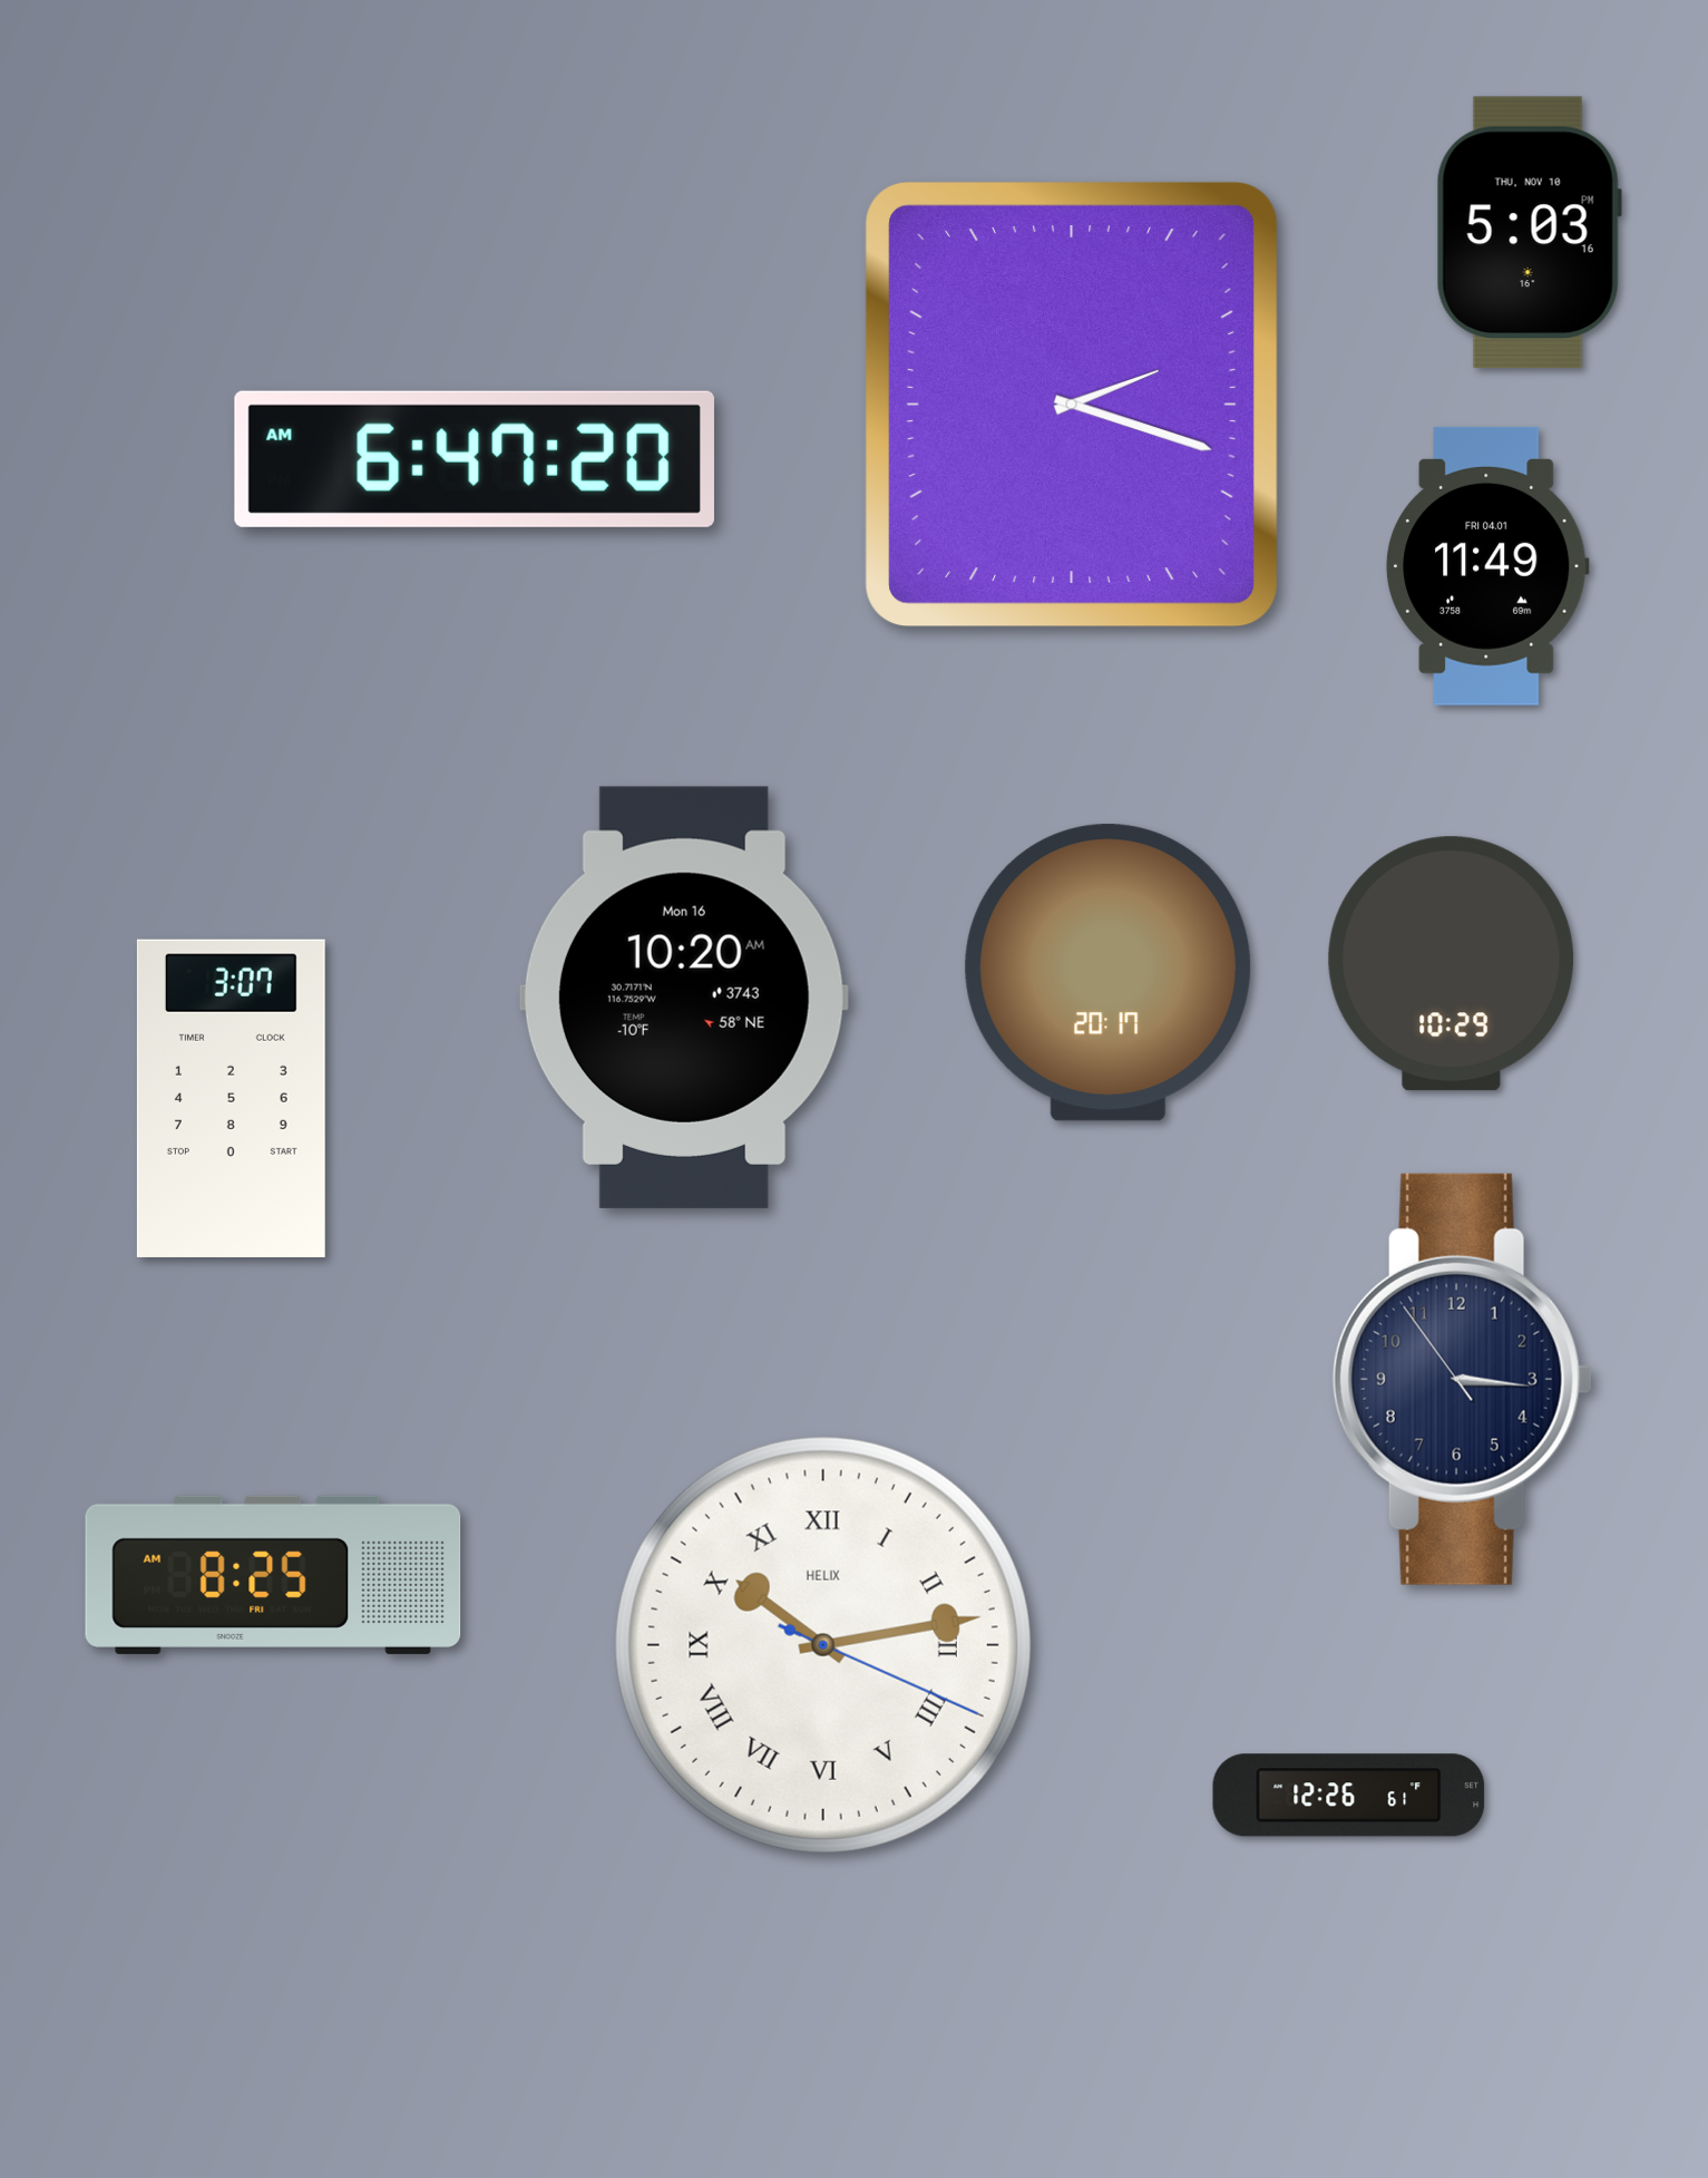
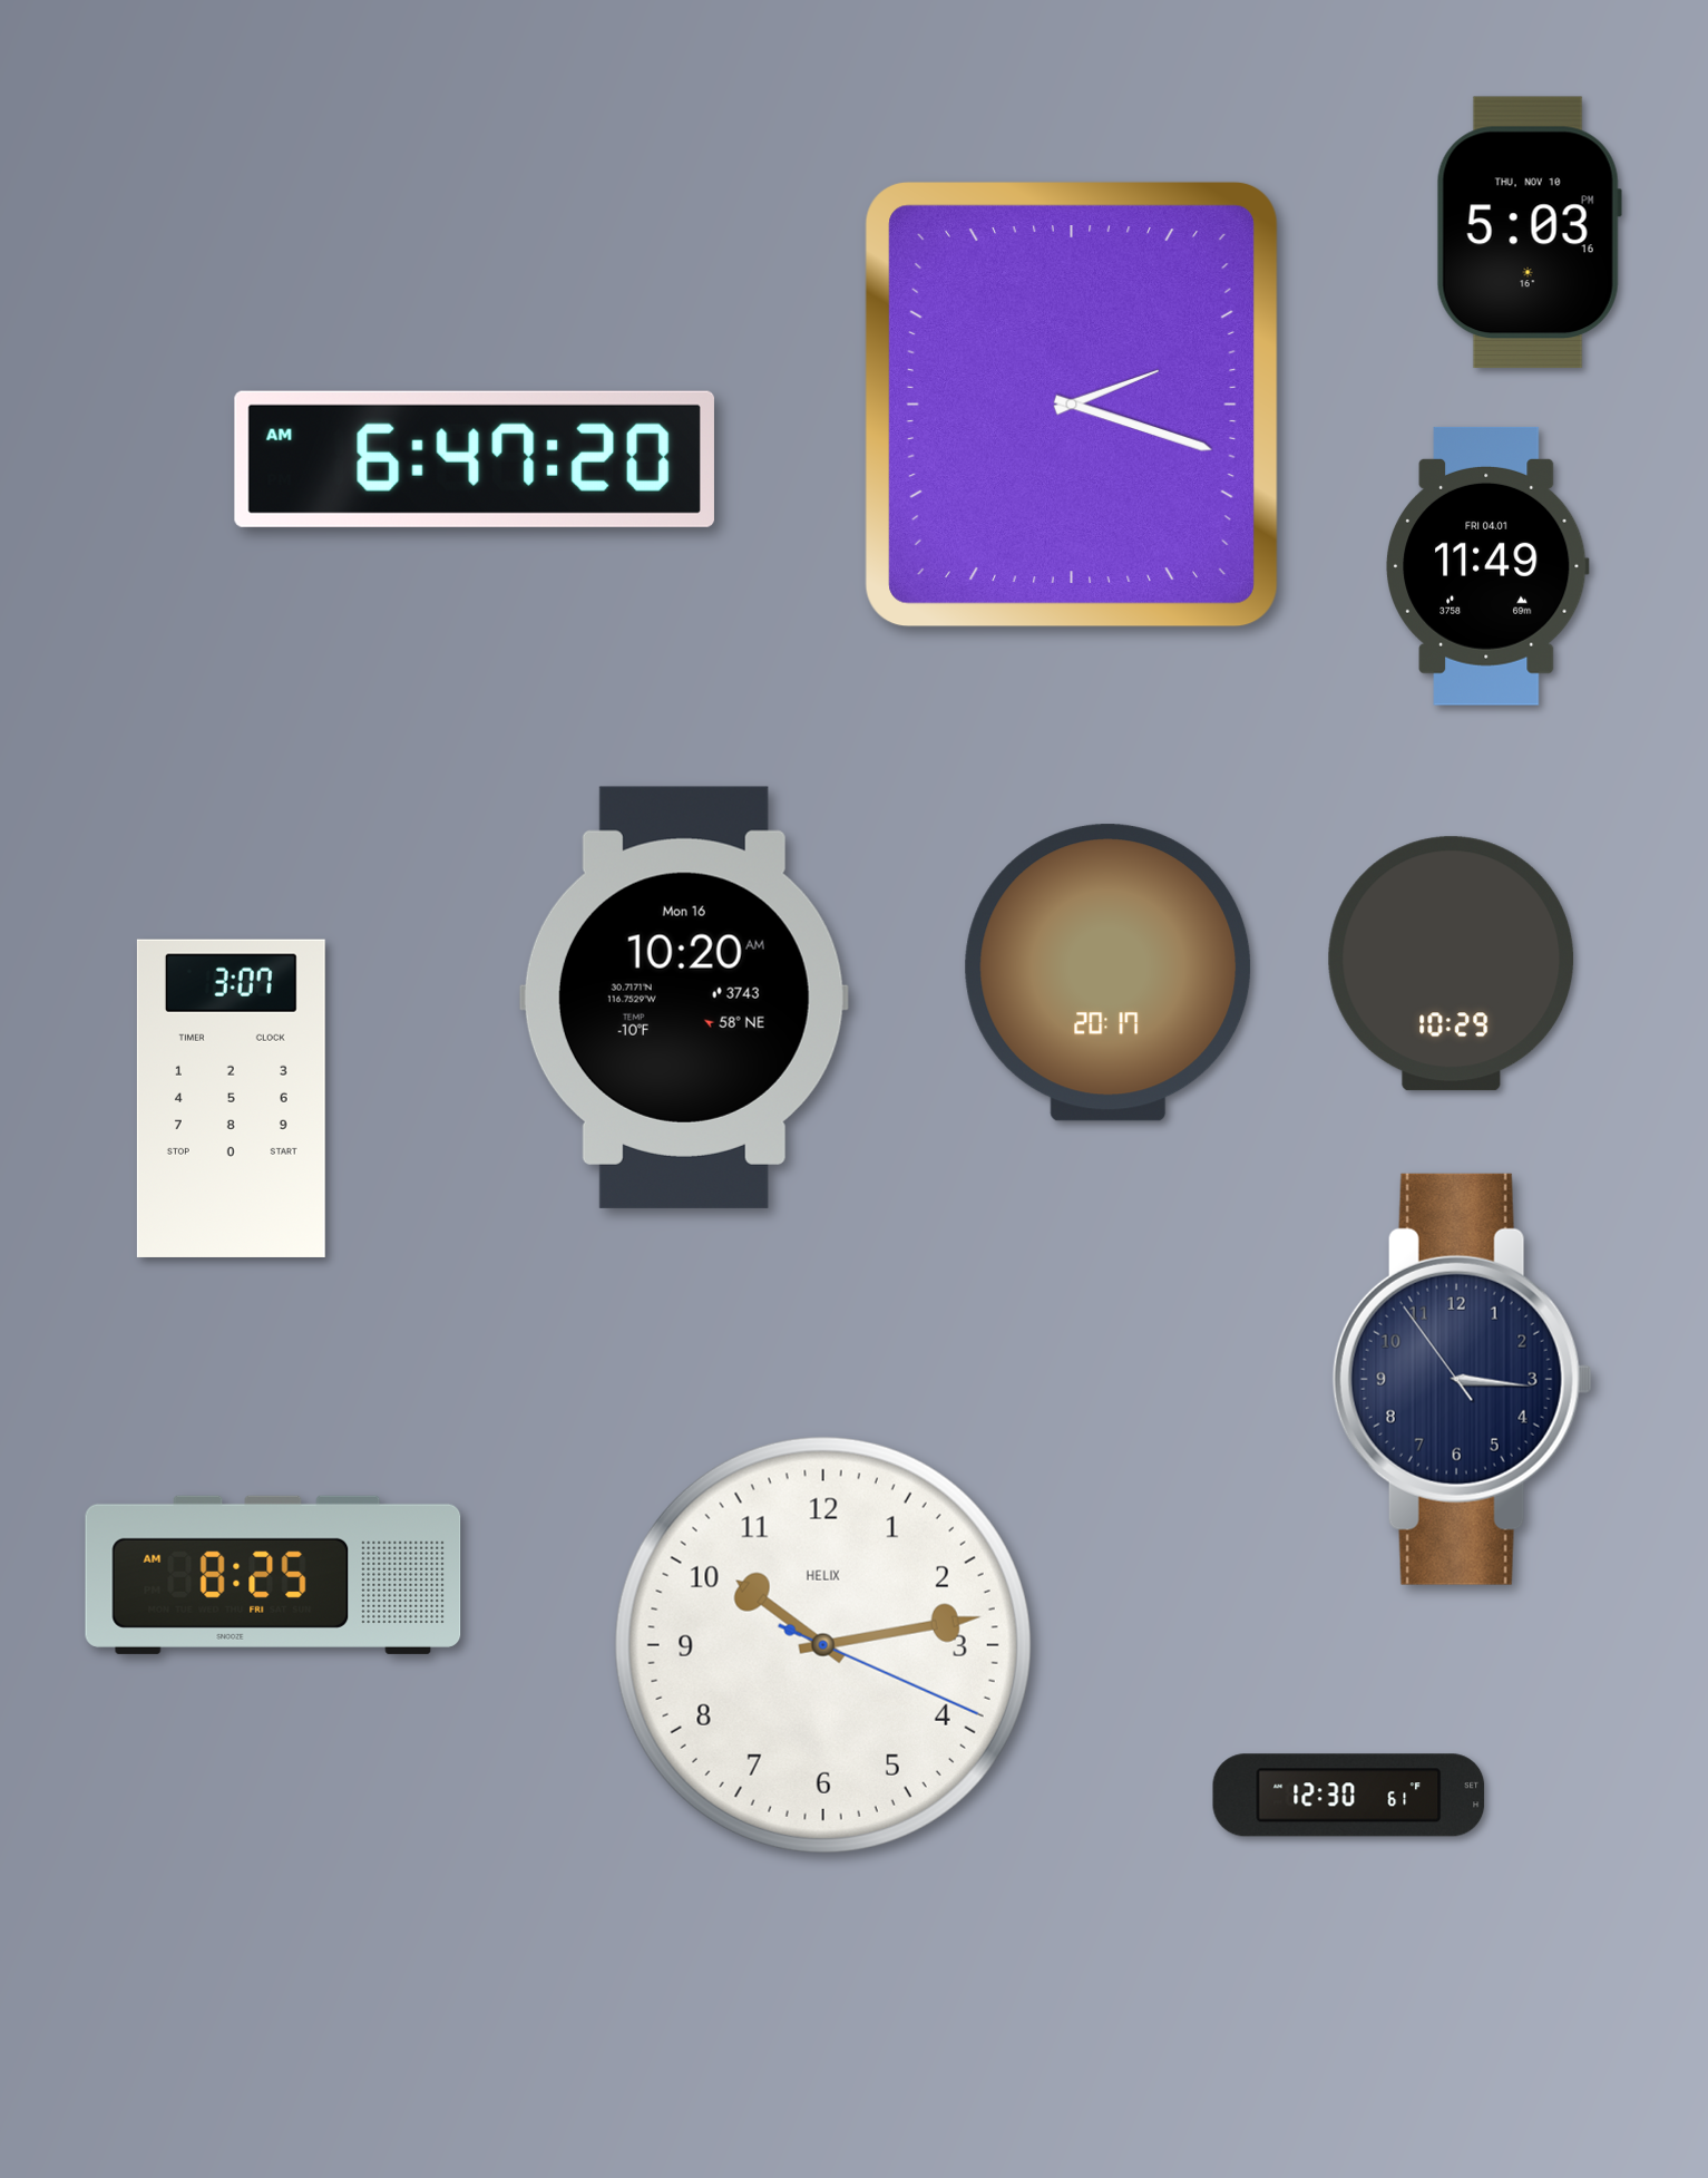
clock at (823, 1645) numerals: Roman -> Arabic
clock at (1349, 1796): 12:26 -> 12:30
